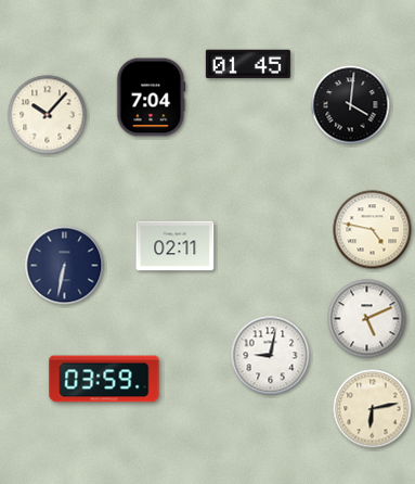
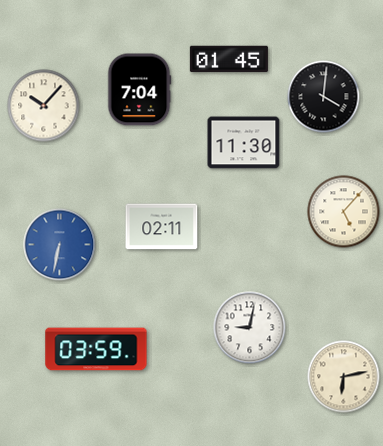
clock at (244, 143): none -> 11:30
clock at (373, 230): 4:47 -> 5:07
clock at (65, 266) dial: navy -> blue
clock at (367, 319): 5:11 -> none
